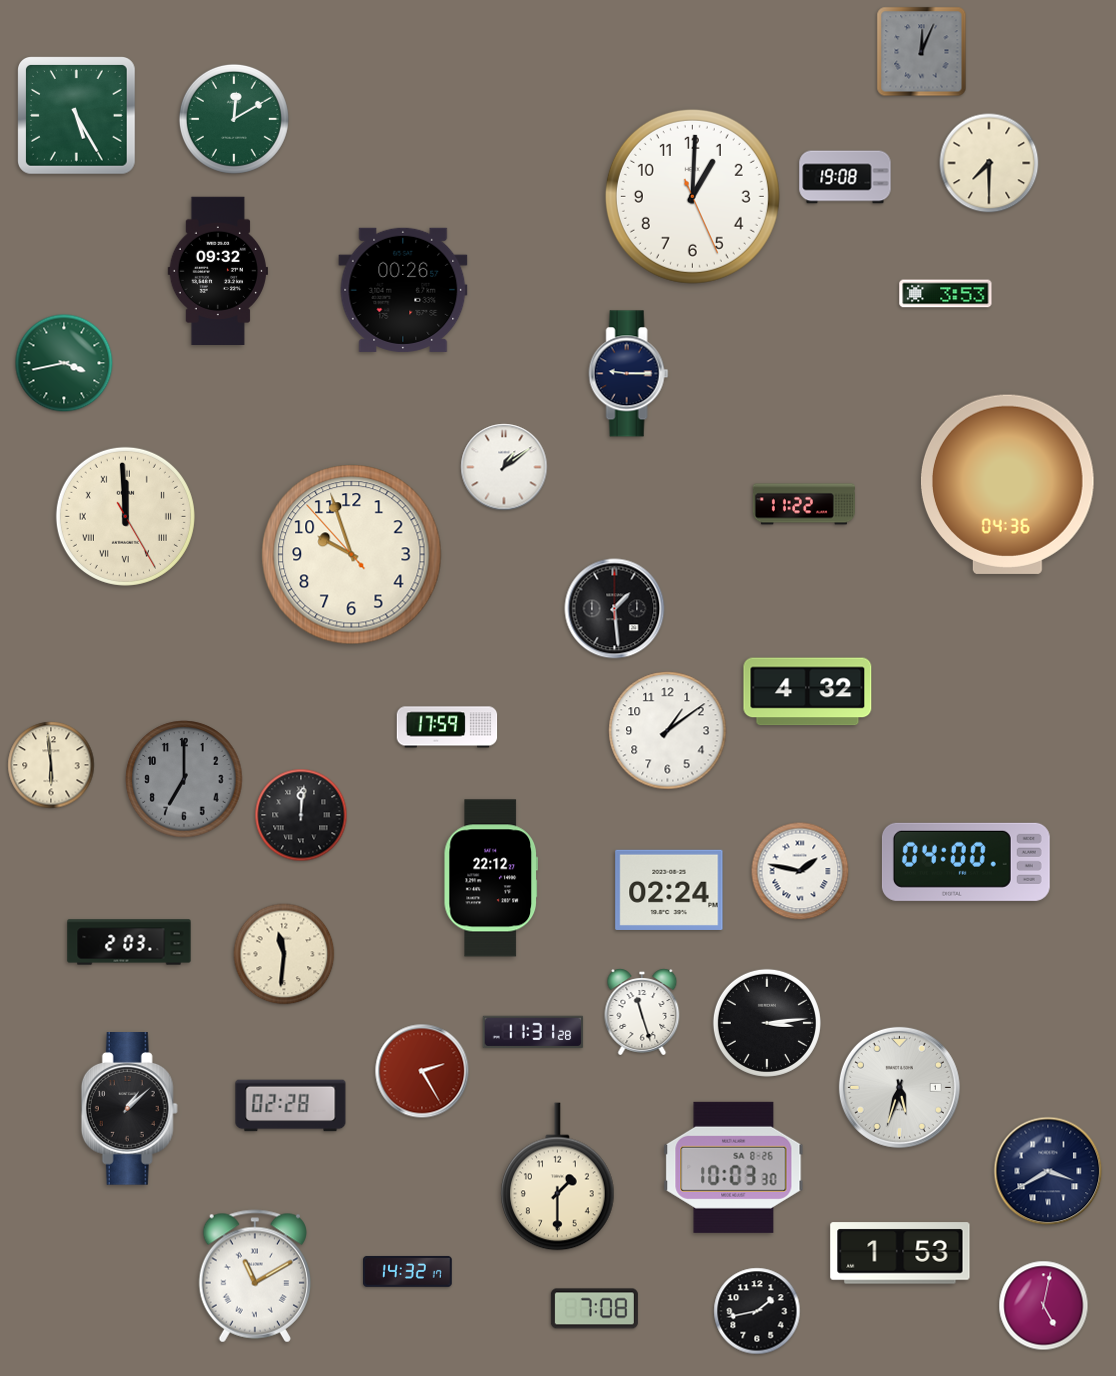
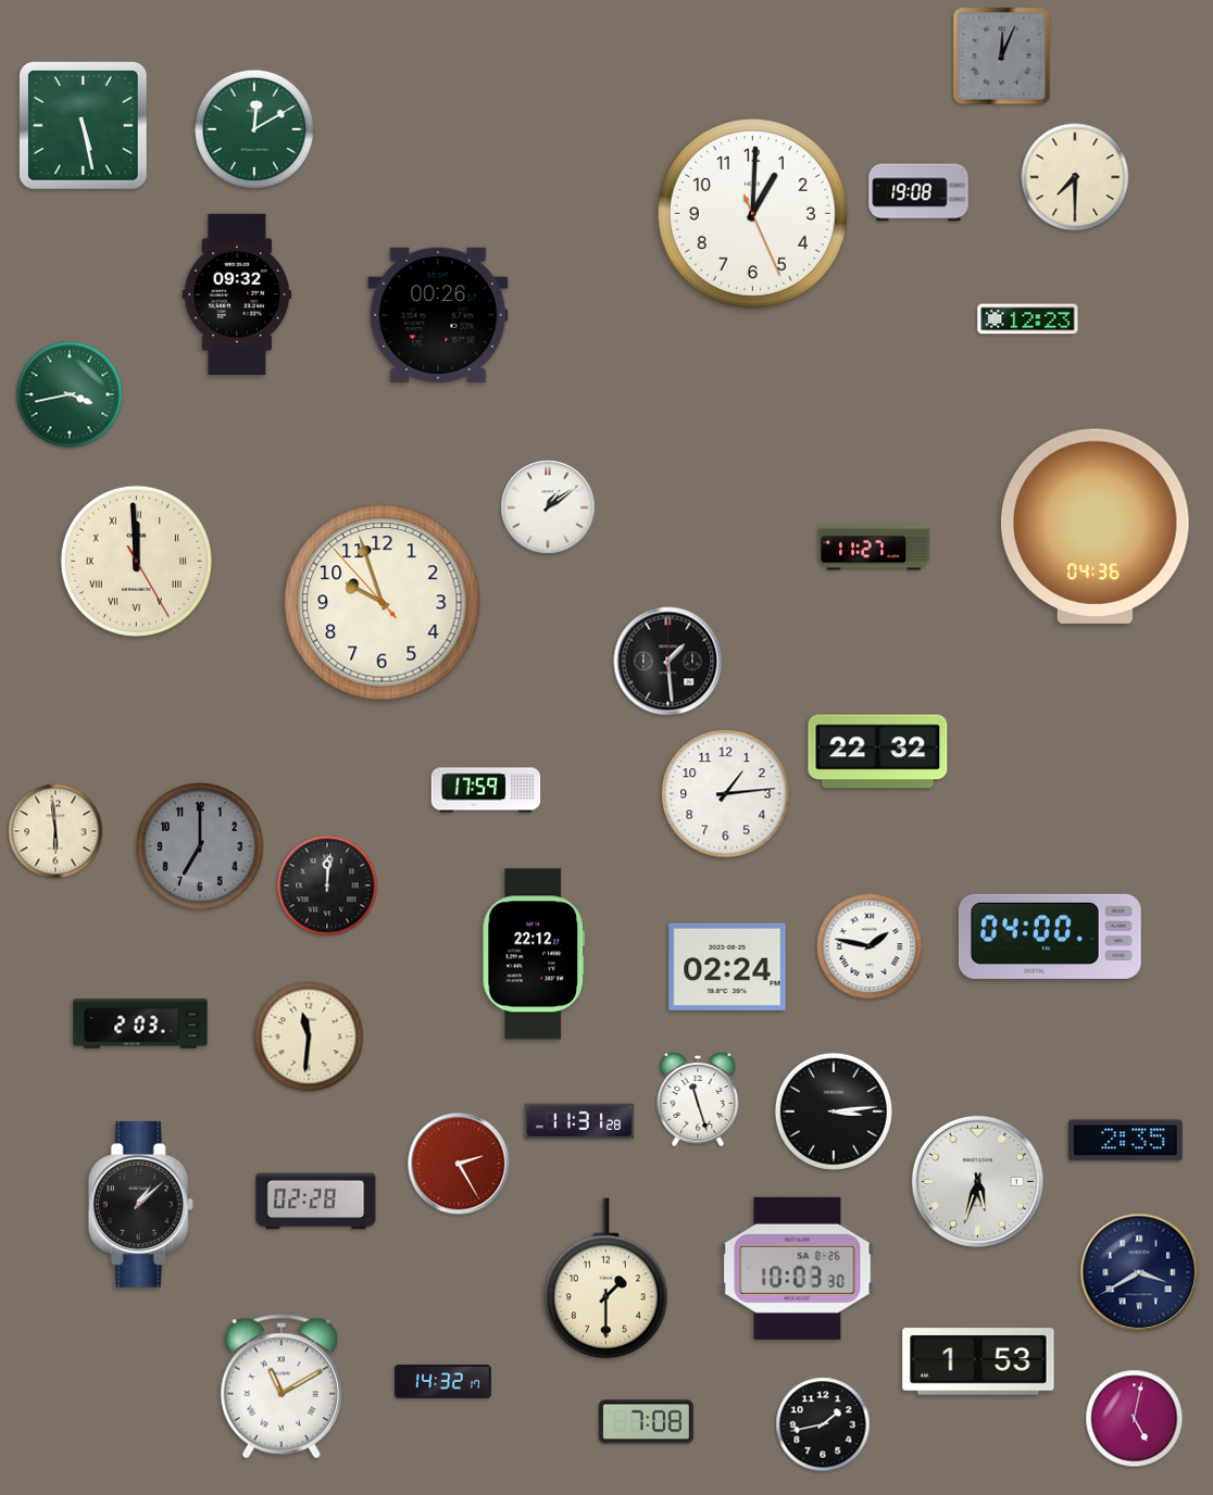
clock at (77, 116): 5:25 -> 5:28
clock at (946, 294): 3:53 -> 12:23
clock at (629, 374): 9:15 -> none
clock at (804, 504): 11:22 -> 11:27
clock at (808, 692): 4:32 -> 22:32
clock at (668, 731): 1:09 -> 1:14
clock at (1125, 1141): none -> 2:35
clock at (254, 1276) position: (254, 1276) -> (280, 1386)
